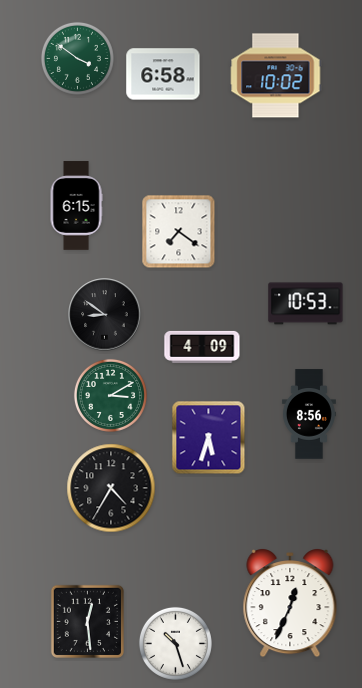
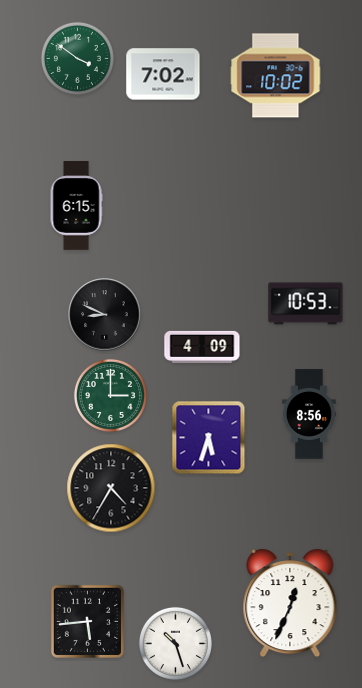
clock at (163, 74): 6:58 -> 7:02
clock at (179, 232): 7:21 -> none
clock at (105, 315): 8:51 -> 8:49
clock at (110, 395): 3:10 -> 3:00
clock at (87, 621): 12:29 -> 5:44
